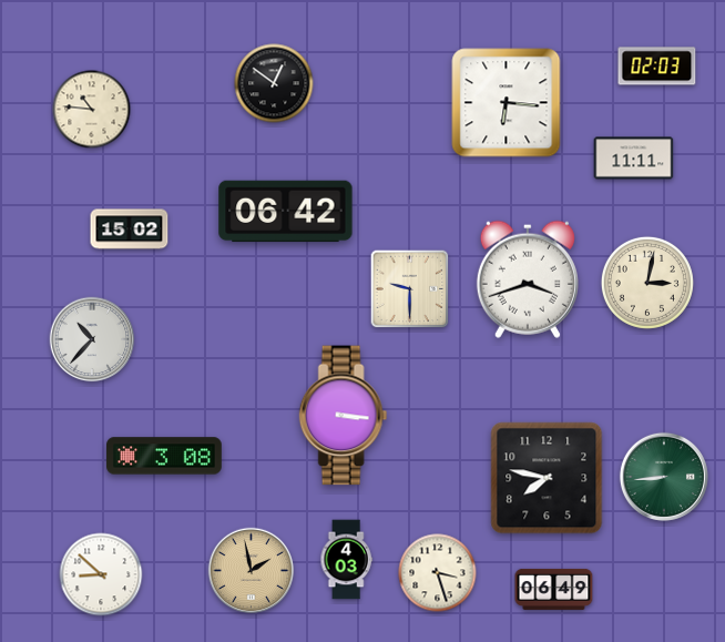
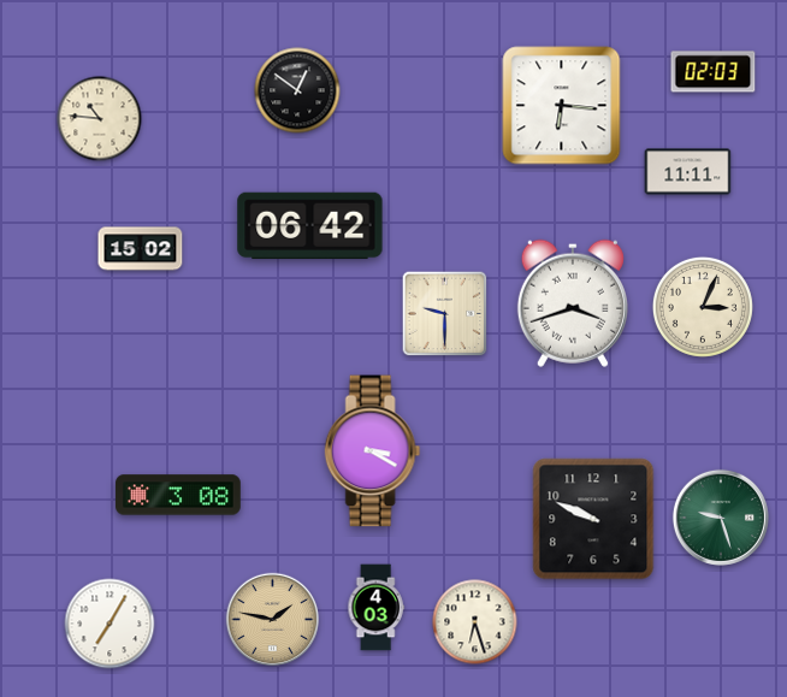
clock at (507, 103) position: (507, 103) -> (562, 106)
clock at (286, 212) position: (286, 212) -> (310, 226)
clock at (647, 283): 3:02 -> 3:04
clock at (92, 339): 10:37 -> none
clock at (344, 416): 3:16 -> 3:20
clock at (664, 477): 8:44 -> 9:27
clock at (547, 478): 7:47 -> 9:49
clock at (252, 571): 1:58 -> 1:47
clock at (438, 573): 3:27 -> 6:27
clock at (101, 574): 8:52 -> 7:05
clock at (554, 589): 06:49 -> none
